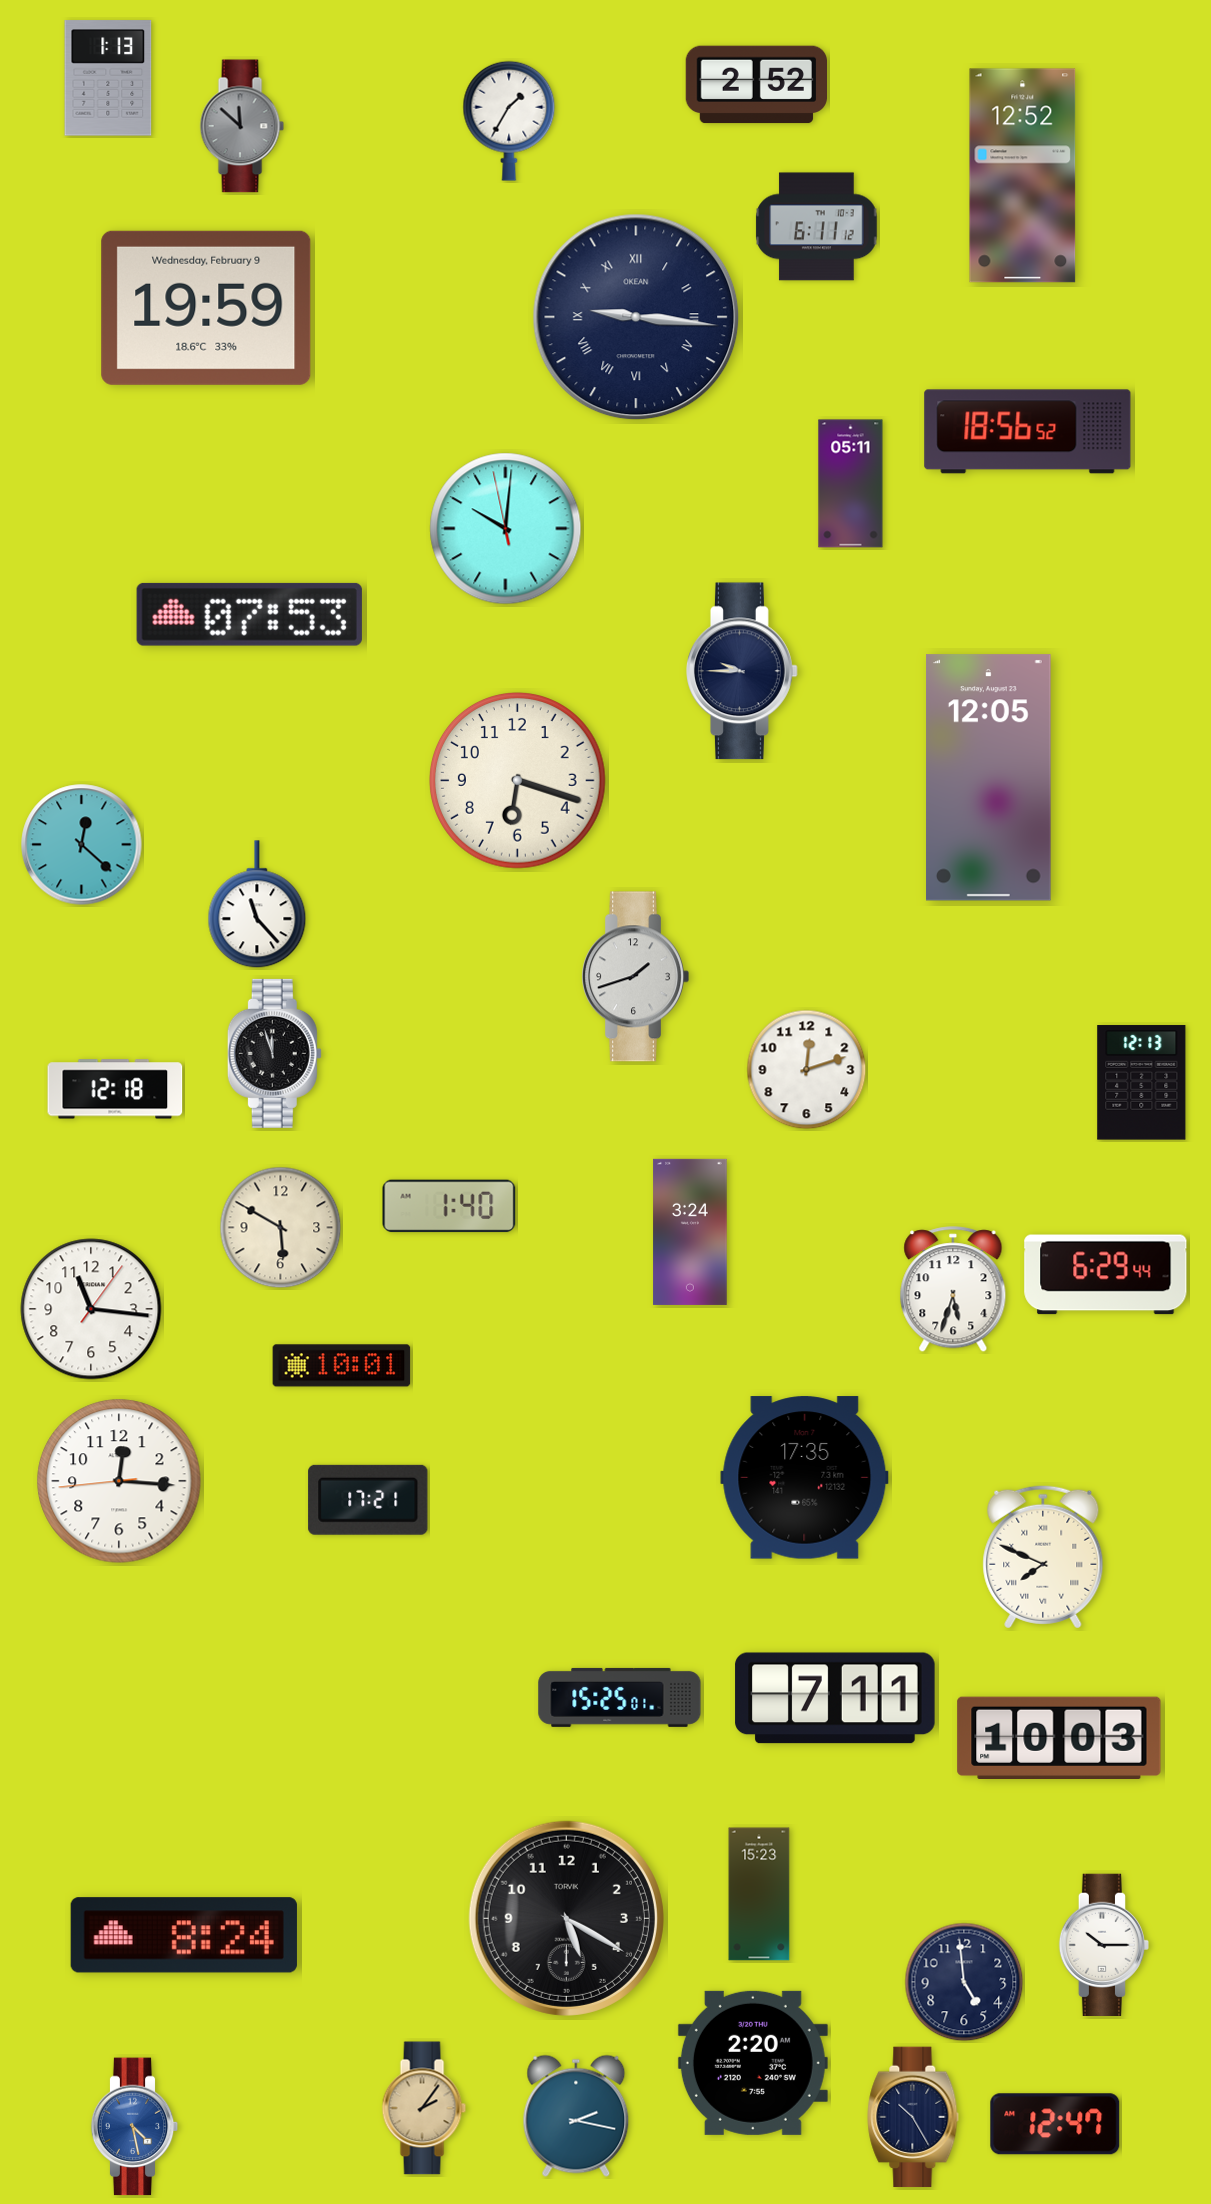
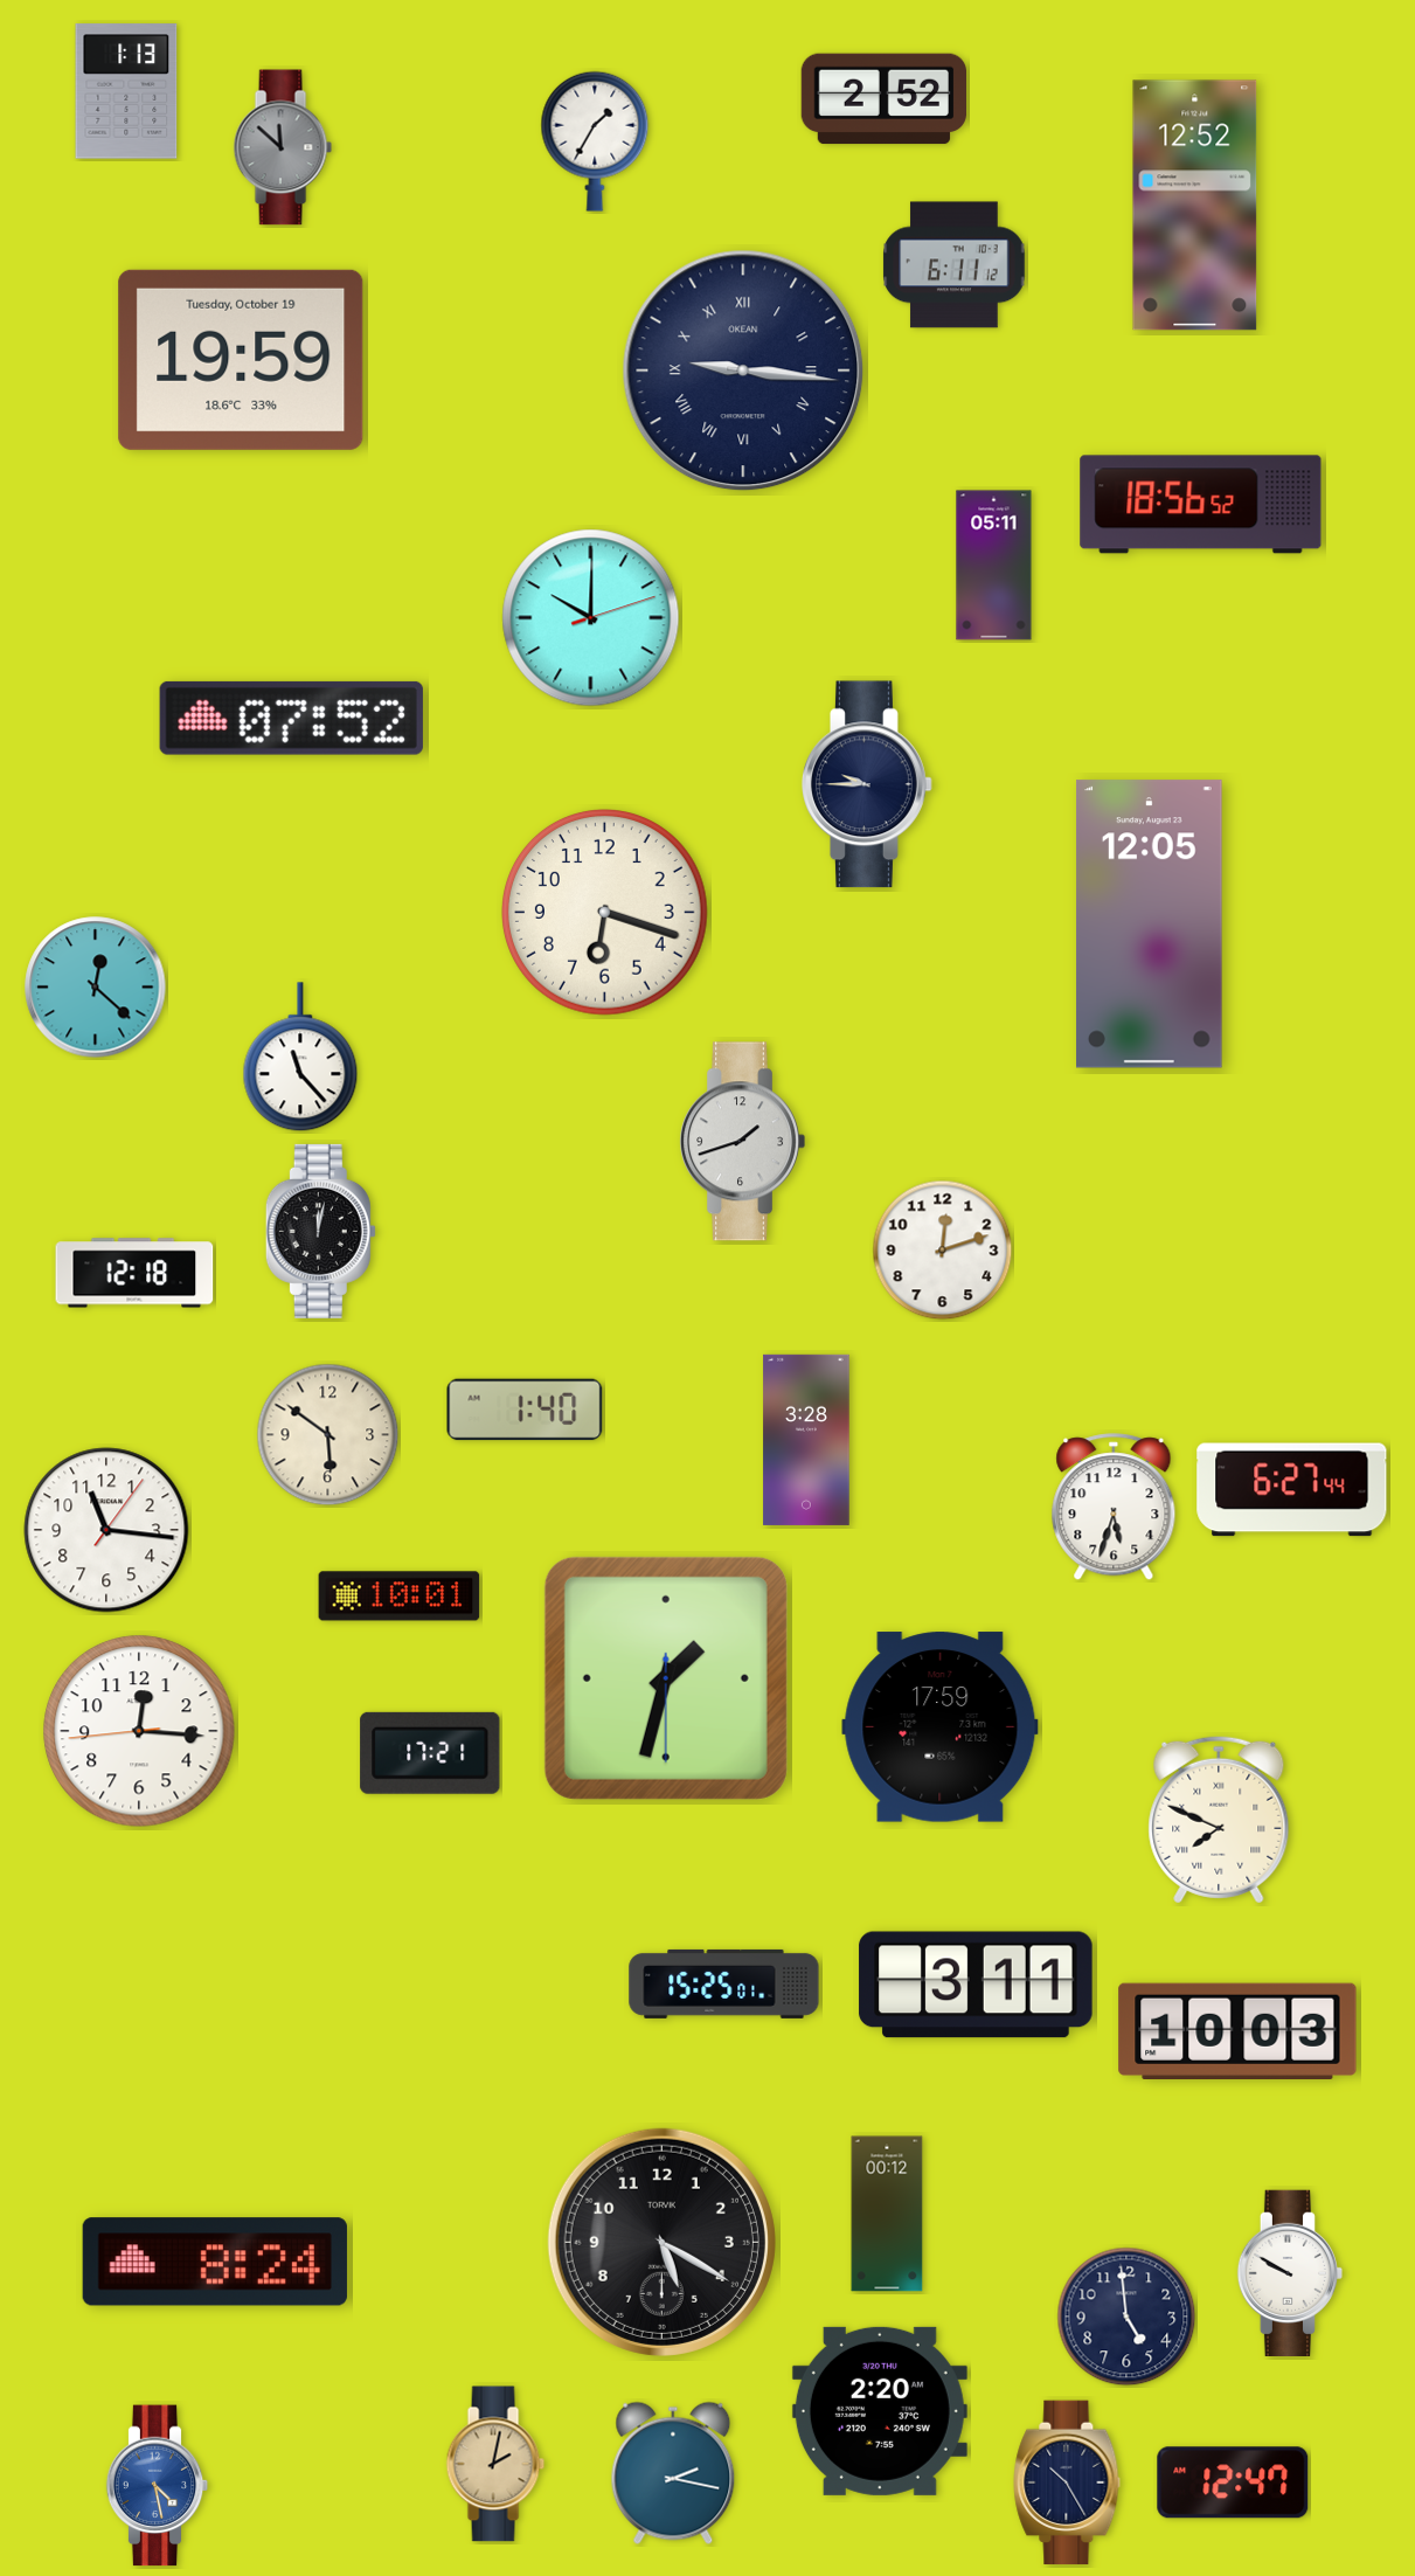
clock at (206, 308) date: Wednesday, February 9 -> Tuesday, October 19
clock at (506, 529): 10:00:58 -> 10:00:12
clock at (249, 614): 07:53 -> 07:52
clock at (989, 778) position: (989, 778) -> (1150, 925)
clock at (274, 1053): 11:57 -> 12:02
clock at (1142, 1083): 12:13 -> none
clock at (281, 1228): 5:50 -> 5:51
clock at (690, 1232): 3:24 -> 3:28
clock at (1106, 1275): 6:29 -> 6:27
clock at (666, 1678): none -> 1:32
clock at (805, 1478): 17:35 -> 17:59
clock at (835, 1698): 7:11 -> 3:11
clock at (759, 1894): 15:23 -> 00:12
clock at (1103, 1944): 10:15 -> 9:50
clock at (424, 2108): 2:06 -> 2:02
clock at (913, 2117) position: (913, 2117) -> (1067, 2482)
